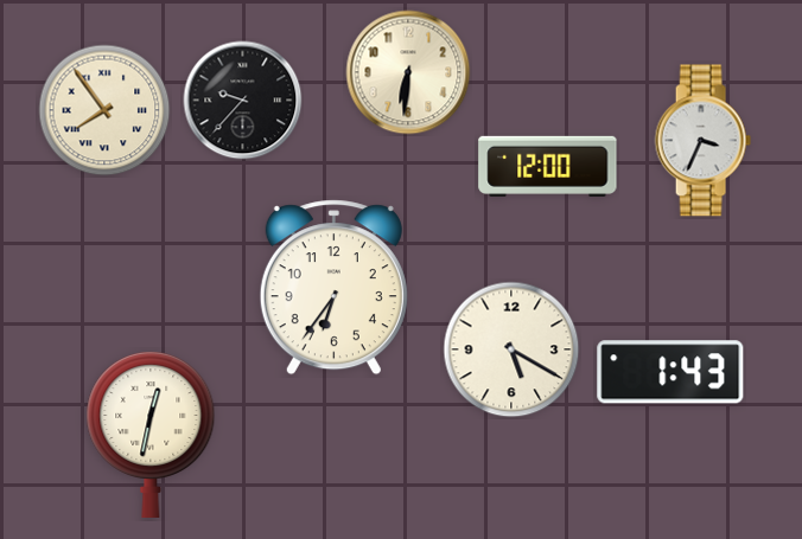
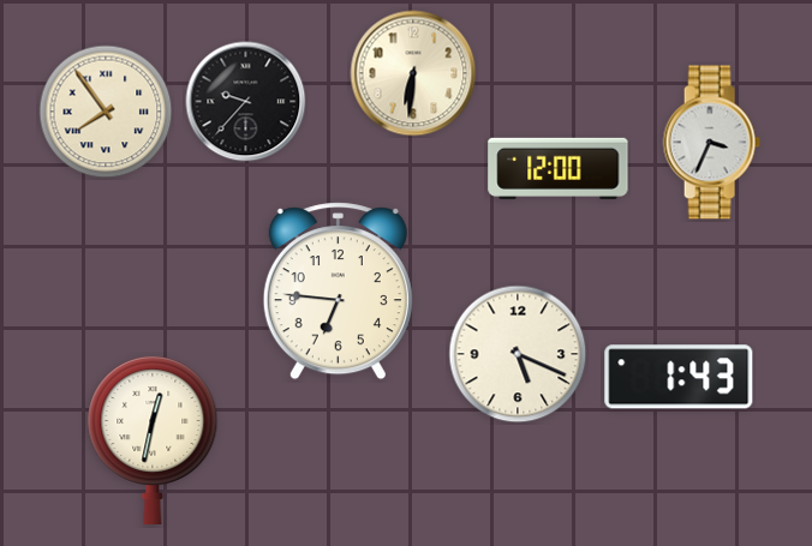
clock at (548, 166) position: (548, 166) -> (559, 168)
clock at (333, 288): 6:36 -> 6:46
clock at (511, 349): 5:20 -> 5:19
